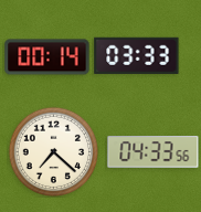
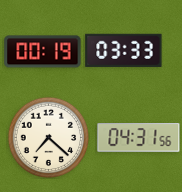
clock at (47, 57): 00:14 -> 00:19
clock at (154, 152): 04:33 -> 04:31
